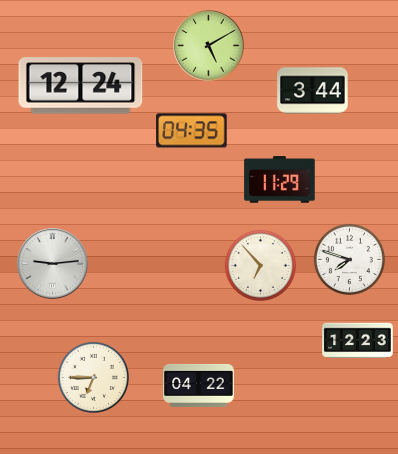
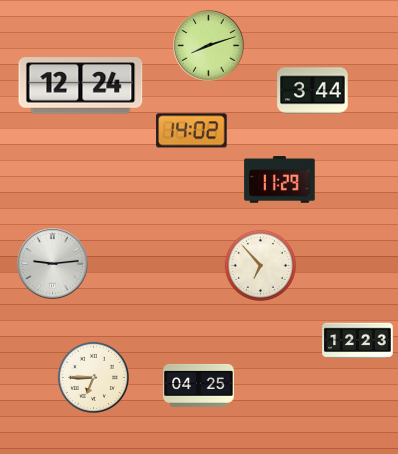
clock at (209, 46): 5:10 -> 8:12
clock at (192, 131): 04:35 -> 14:02
clock at (349, 259): 7:48 -> none
clock at (199, 385): 04:22 -> 04:25
